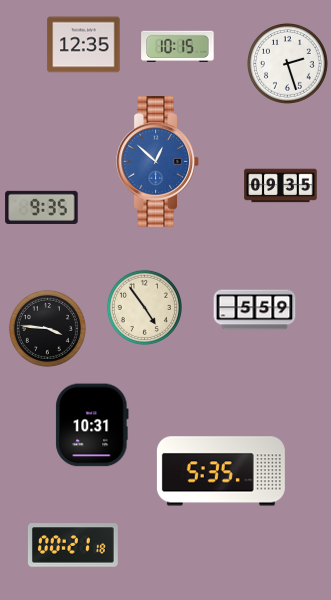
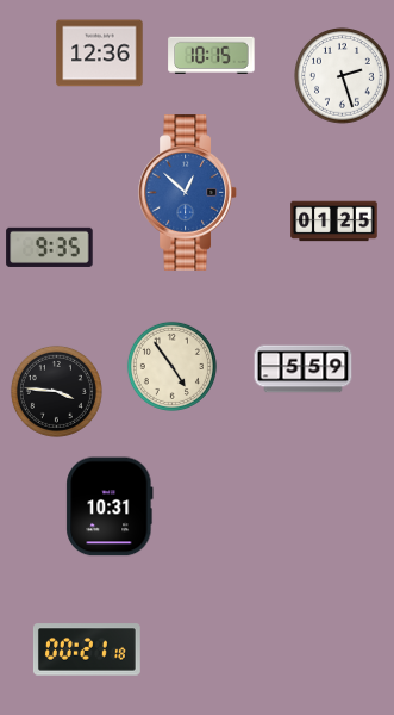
clock at (84, 45): 12:35 -> 12:36
clock at (281, 186): 09:35 -> 01:25
clock at (221, 471): 5:35 -> none
